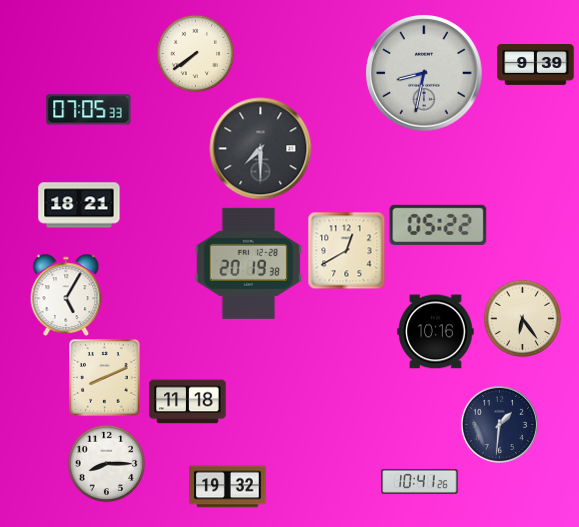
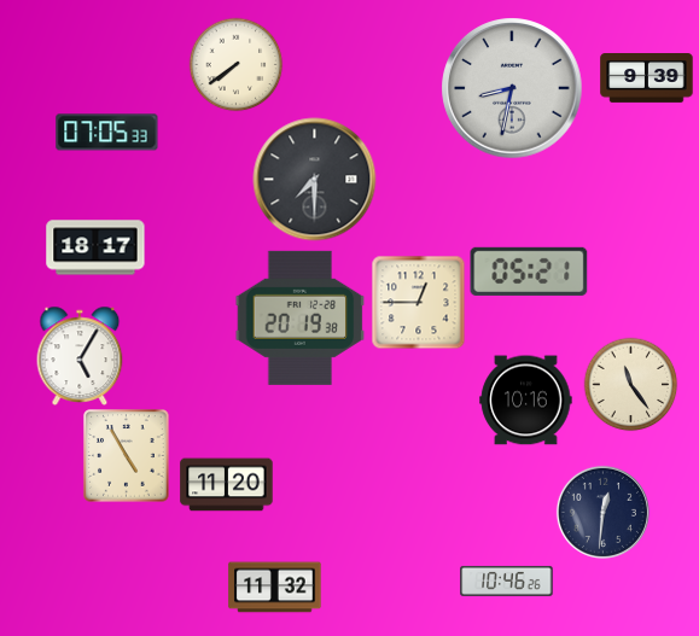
clock at (79, 205): 18:21 -> 18:17
clock at (438, 225): 05:22 -> 05:21
clock at (346, 250): 12:40 -> 12:45
clock at (522, 318): 6:24 -> 11:24
clock at (105, 378): 8:11 -> 4:55
clock at (188, 402): 11:18 -> 11:20
clock at (499, 424): 1:31 -> 12:31
clock at (106, 463): 8:15 -> none
clock at (420, 481): 10:41 -> 10:46
clock at (228, 487): 19:32 -> 11:32
